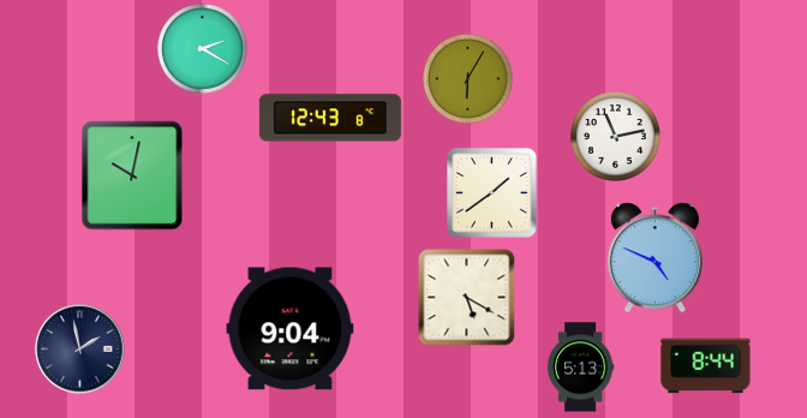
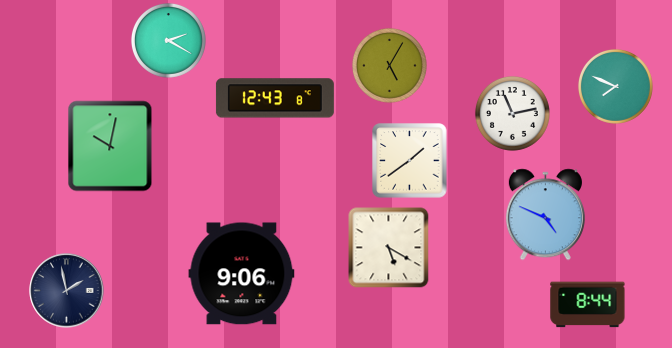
clock at (467, 78): 6:05 -> 5:05
clock at (615, 86): none -> 7:49
clock at (291, 329): 9:04 -> 9:06
clock at (580, 368): 5:13 -> none
